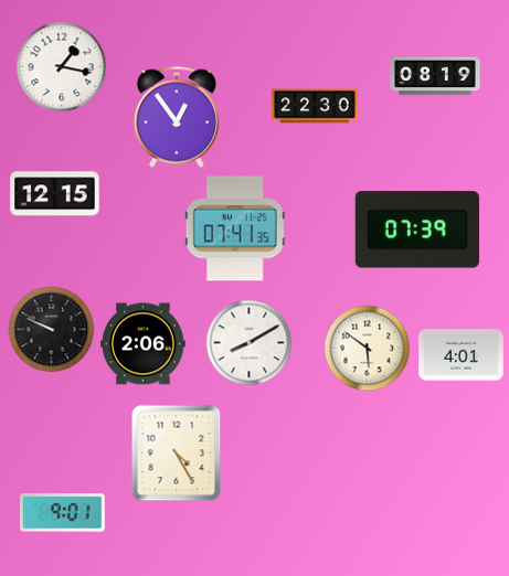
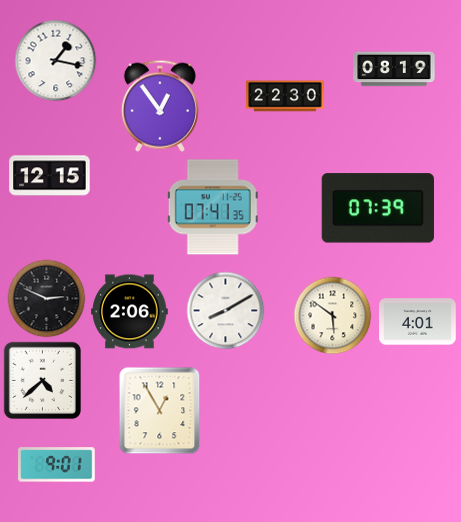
clock at (51, 329): 9:49 -> 2:49
clock at (42, 380): none -> 4:38
clock at (177, 452): 4:25 -> 12:55
